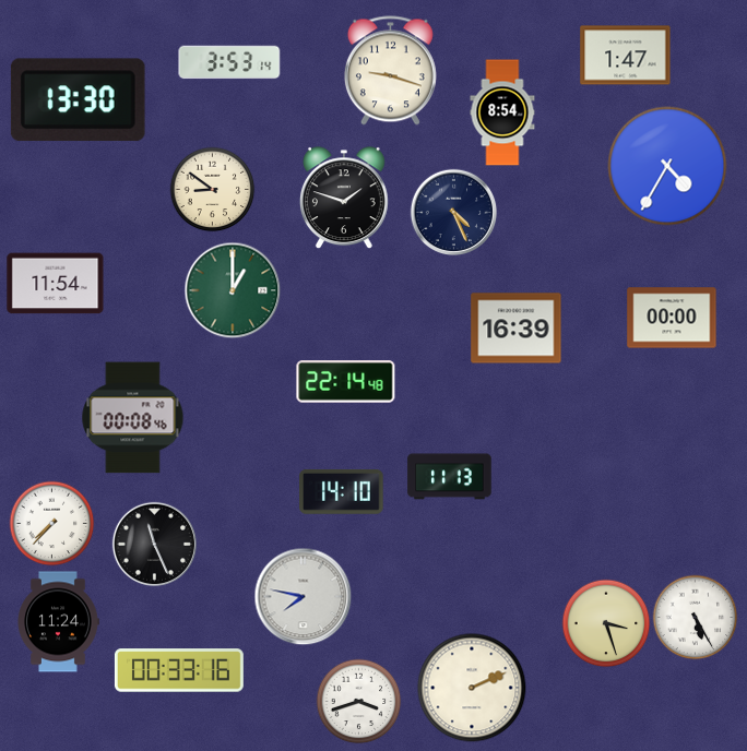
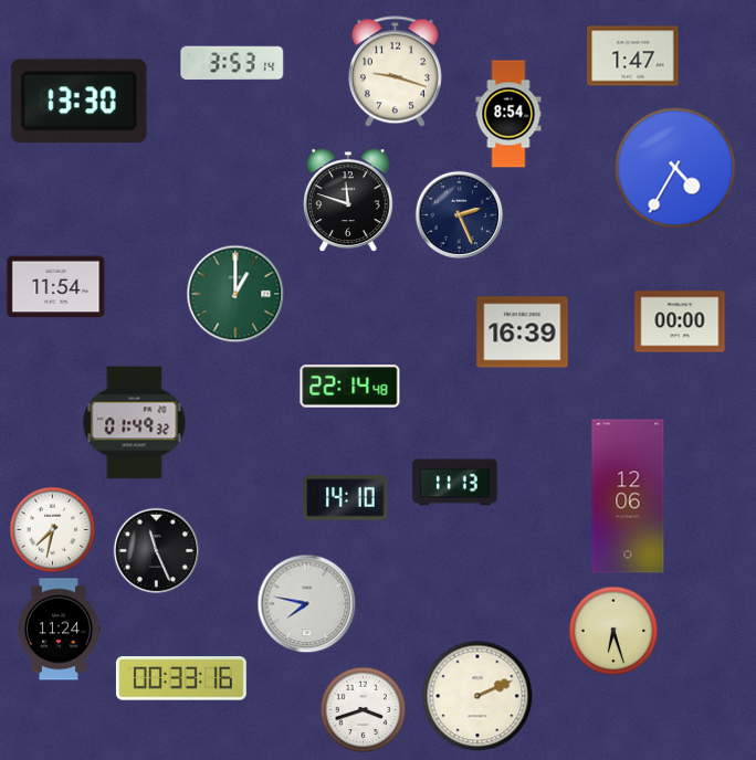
clock at (212, 189): 8:51 -> none
clock at (344, 198): 1:48 -> 11:48
clock at (453, 212): 4:26 -> 2:26
clock at (133, 418): 00:08 -> 01:49
clock at (628, 496): none -> 12:06
clock at (51, 523): 7:37 -> 7:32
clock at (695, 617): 5:25 -> none
clock at (606, 623): 3:27 -> 6:27
